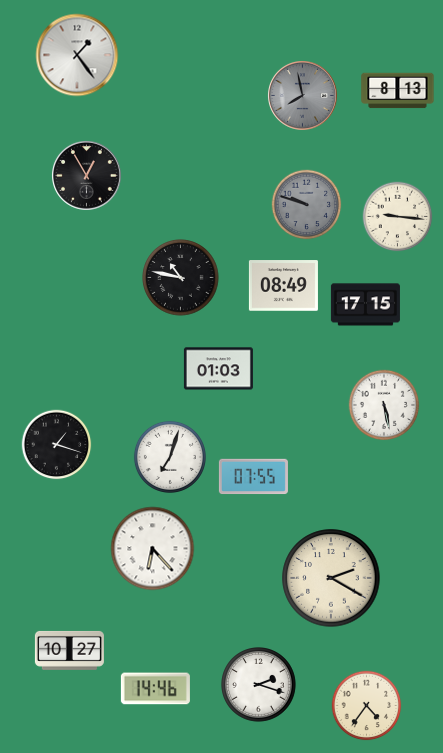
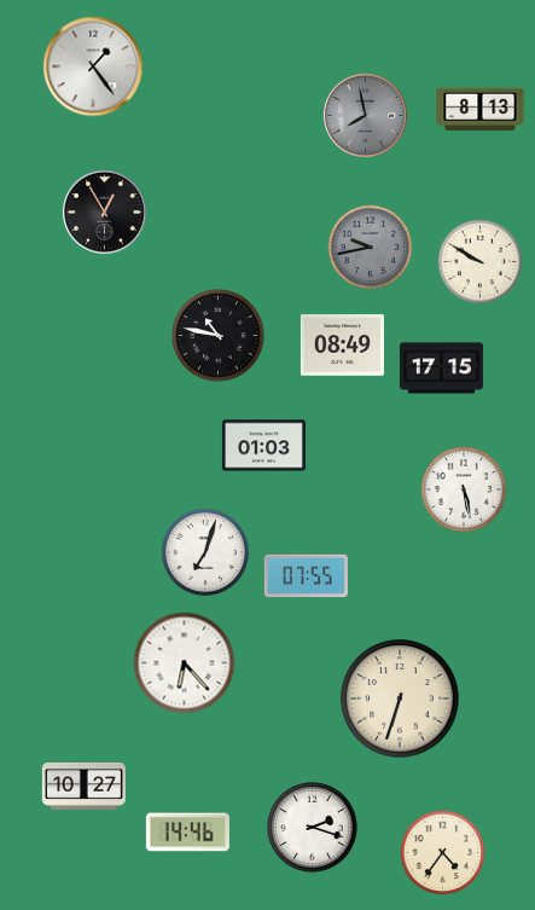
clock at (307, 205): 9:48 -> 9:43
clock at (398, 217): 9:16 -> 9:50
clock at (57, 445): 1:18 -> none
clock at (331, 578): 2:20 -> 6:33
